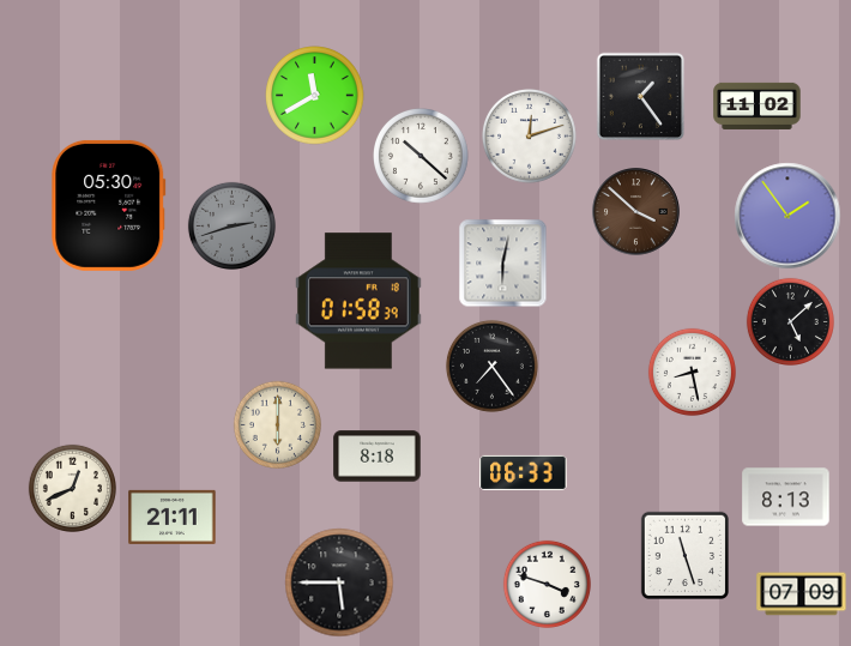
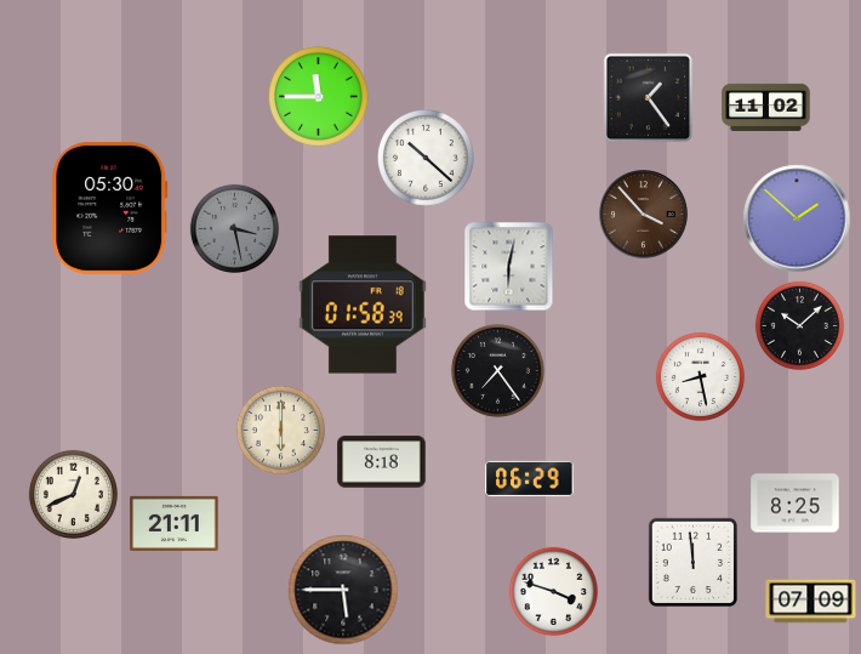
clock at (315, 96): 11:40 -> 11:45
clock at (529, 135): 12:12 -> none
clock at (636, 212): 3:52 -> 3:53
clock at (787, 216): 1:54 -> 1:52
clock at (231, 225): 2:42 -> 3:28
clock at (790, 321): 5:08 -> 10:08
clock at (524, 472): 06:33 -> 06:29
clock at (786, 497): 8:13 -> 8:25
clock at (684, 555): 11:27 -> 11:59
